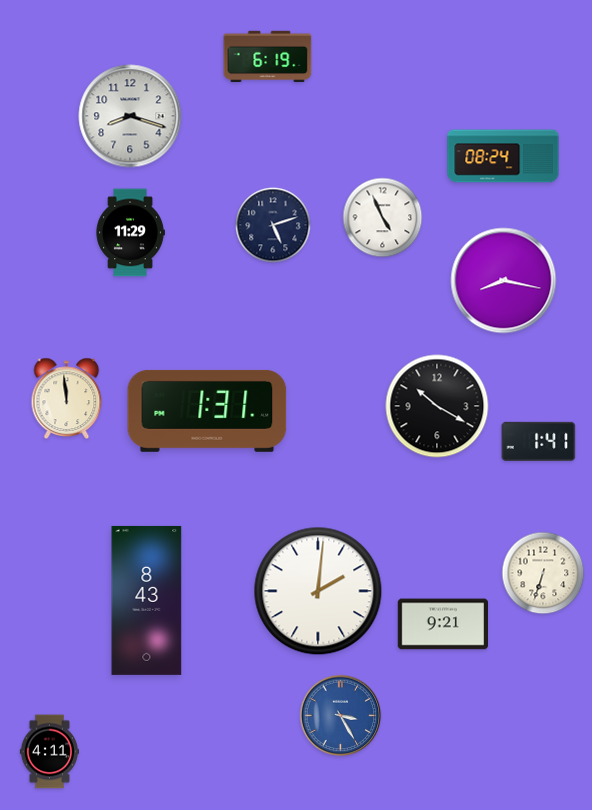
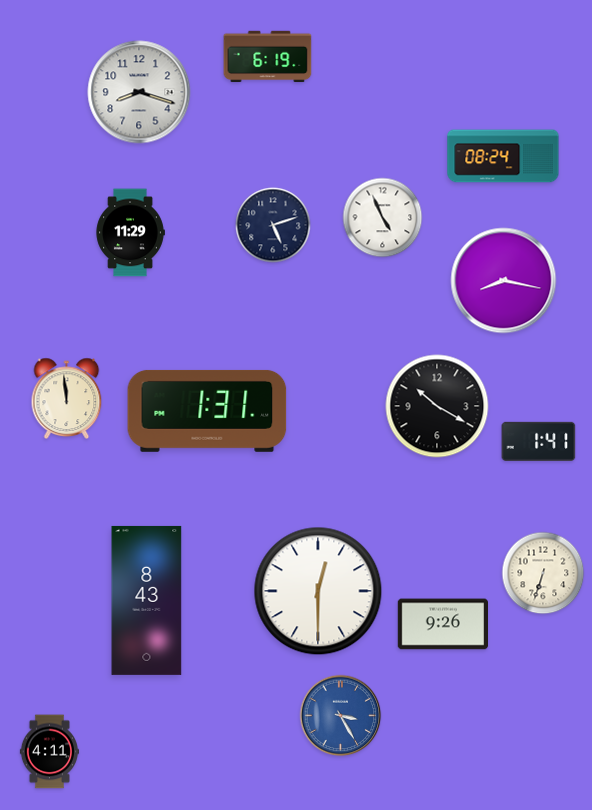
clock at (130, 116) position: (130, 116) -> (139, 92)
clock at (318, 591): 2:01 -> 12:30
clock at (443, 624): 9:21 -> 9:26
